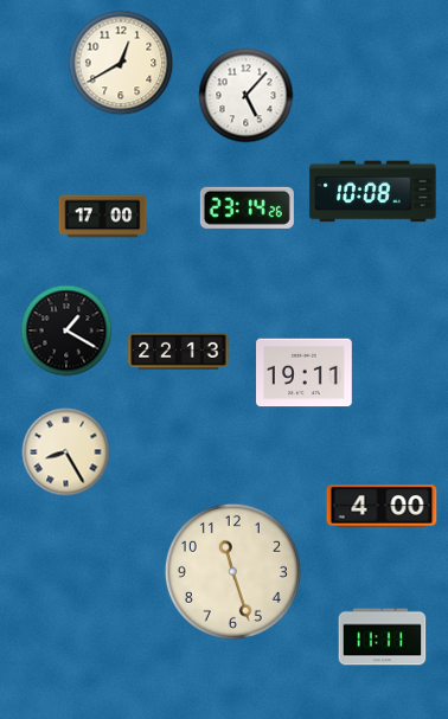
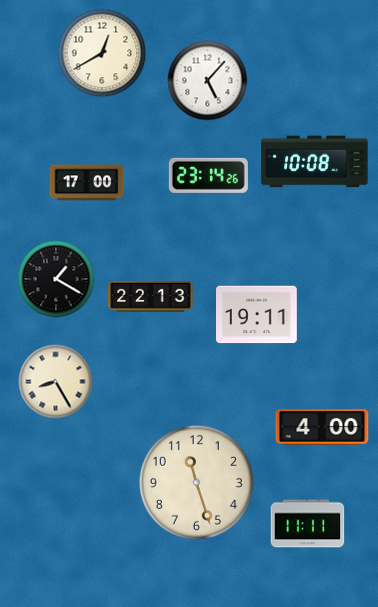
clock at (383, 637) position: (383, 637) -> (308, 524)
